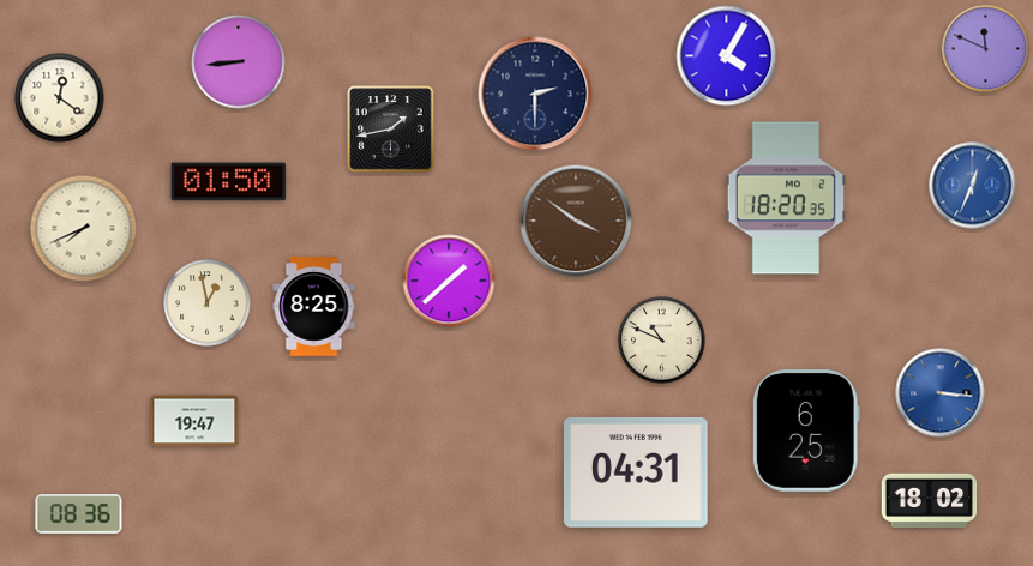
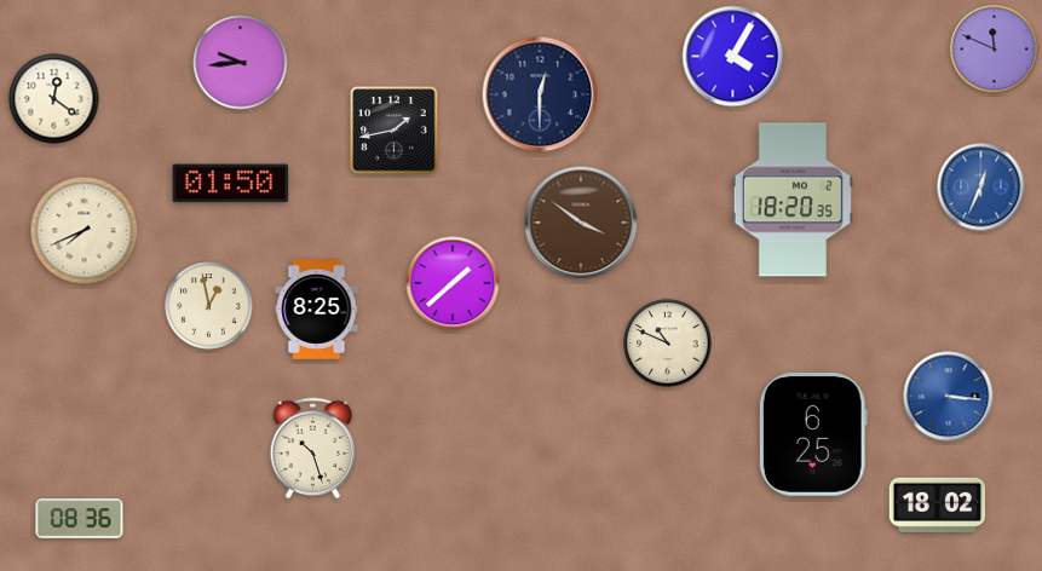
clock at (239, 62): 8:44 -> 9:44
clock at (535, 94): 2:30 -> 12:30
clock at (60, 98) position: (60, 98) -> (54, 99)
clock at (194, 421): 19:47 -> none
clock at (313, 449): none -> 10:27
clock at (636, 472): 04:31 -> none
